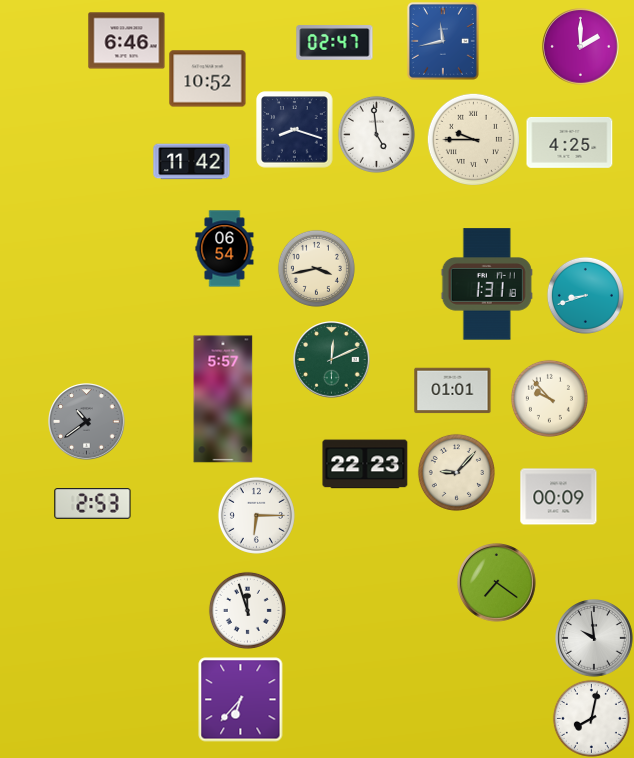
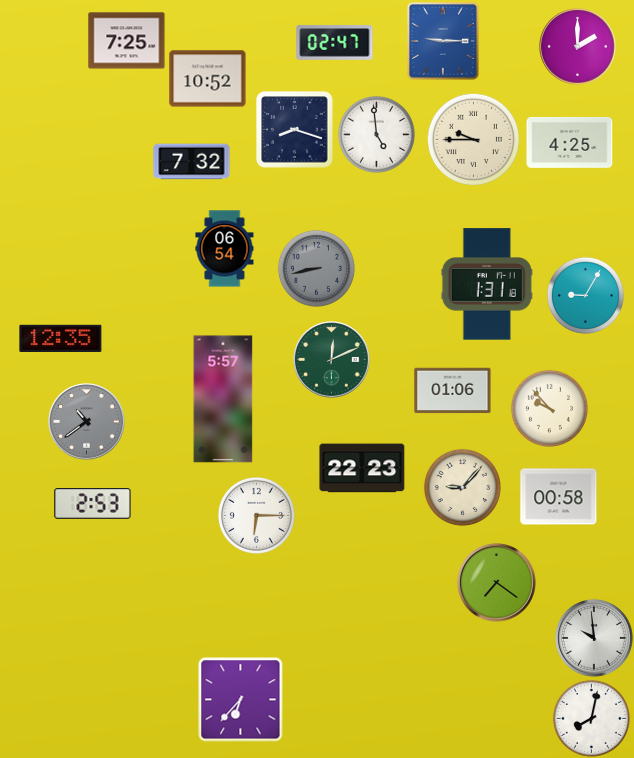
clock at (127, 41): 6:46 -> 7:25
clock at (443, 41): 11:43 -> 9:15
clock at (581, 47) position: (581, 47) -> (578, 47)
clock at (192, 162): 11:42 -> 7:32
clock at (316, 268): 3:43 -> 8:43
clock at (316, 268) dial: cream -> grey
clock at (585, 295): 8:42 -> 9:05
clock at (61, 338): none -> 12:35
clock at (453, 391): 01:01 -> 01:06
clock at (549, 398) position: (549, 398) -> (549, 408)
clock at (365, 464) position: (365, 464) -> (362, 468)
clock at (456, 472) position: (456, 472) -> (462, 487)
clock at (559, 497): 00:09 -> 00:58
clock at (247, 610): 11:57 -> none
